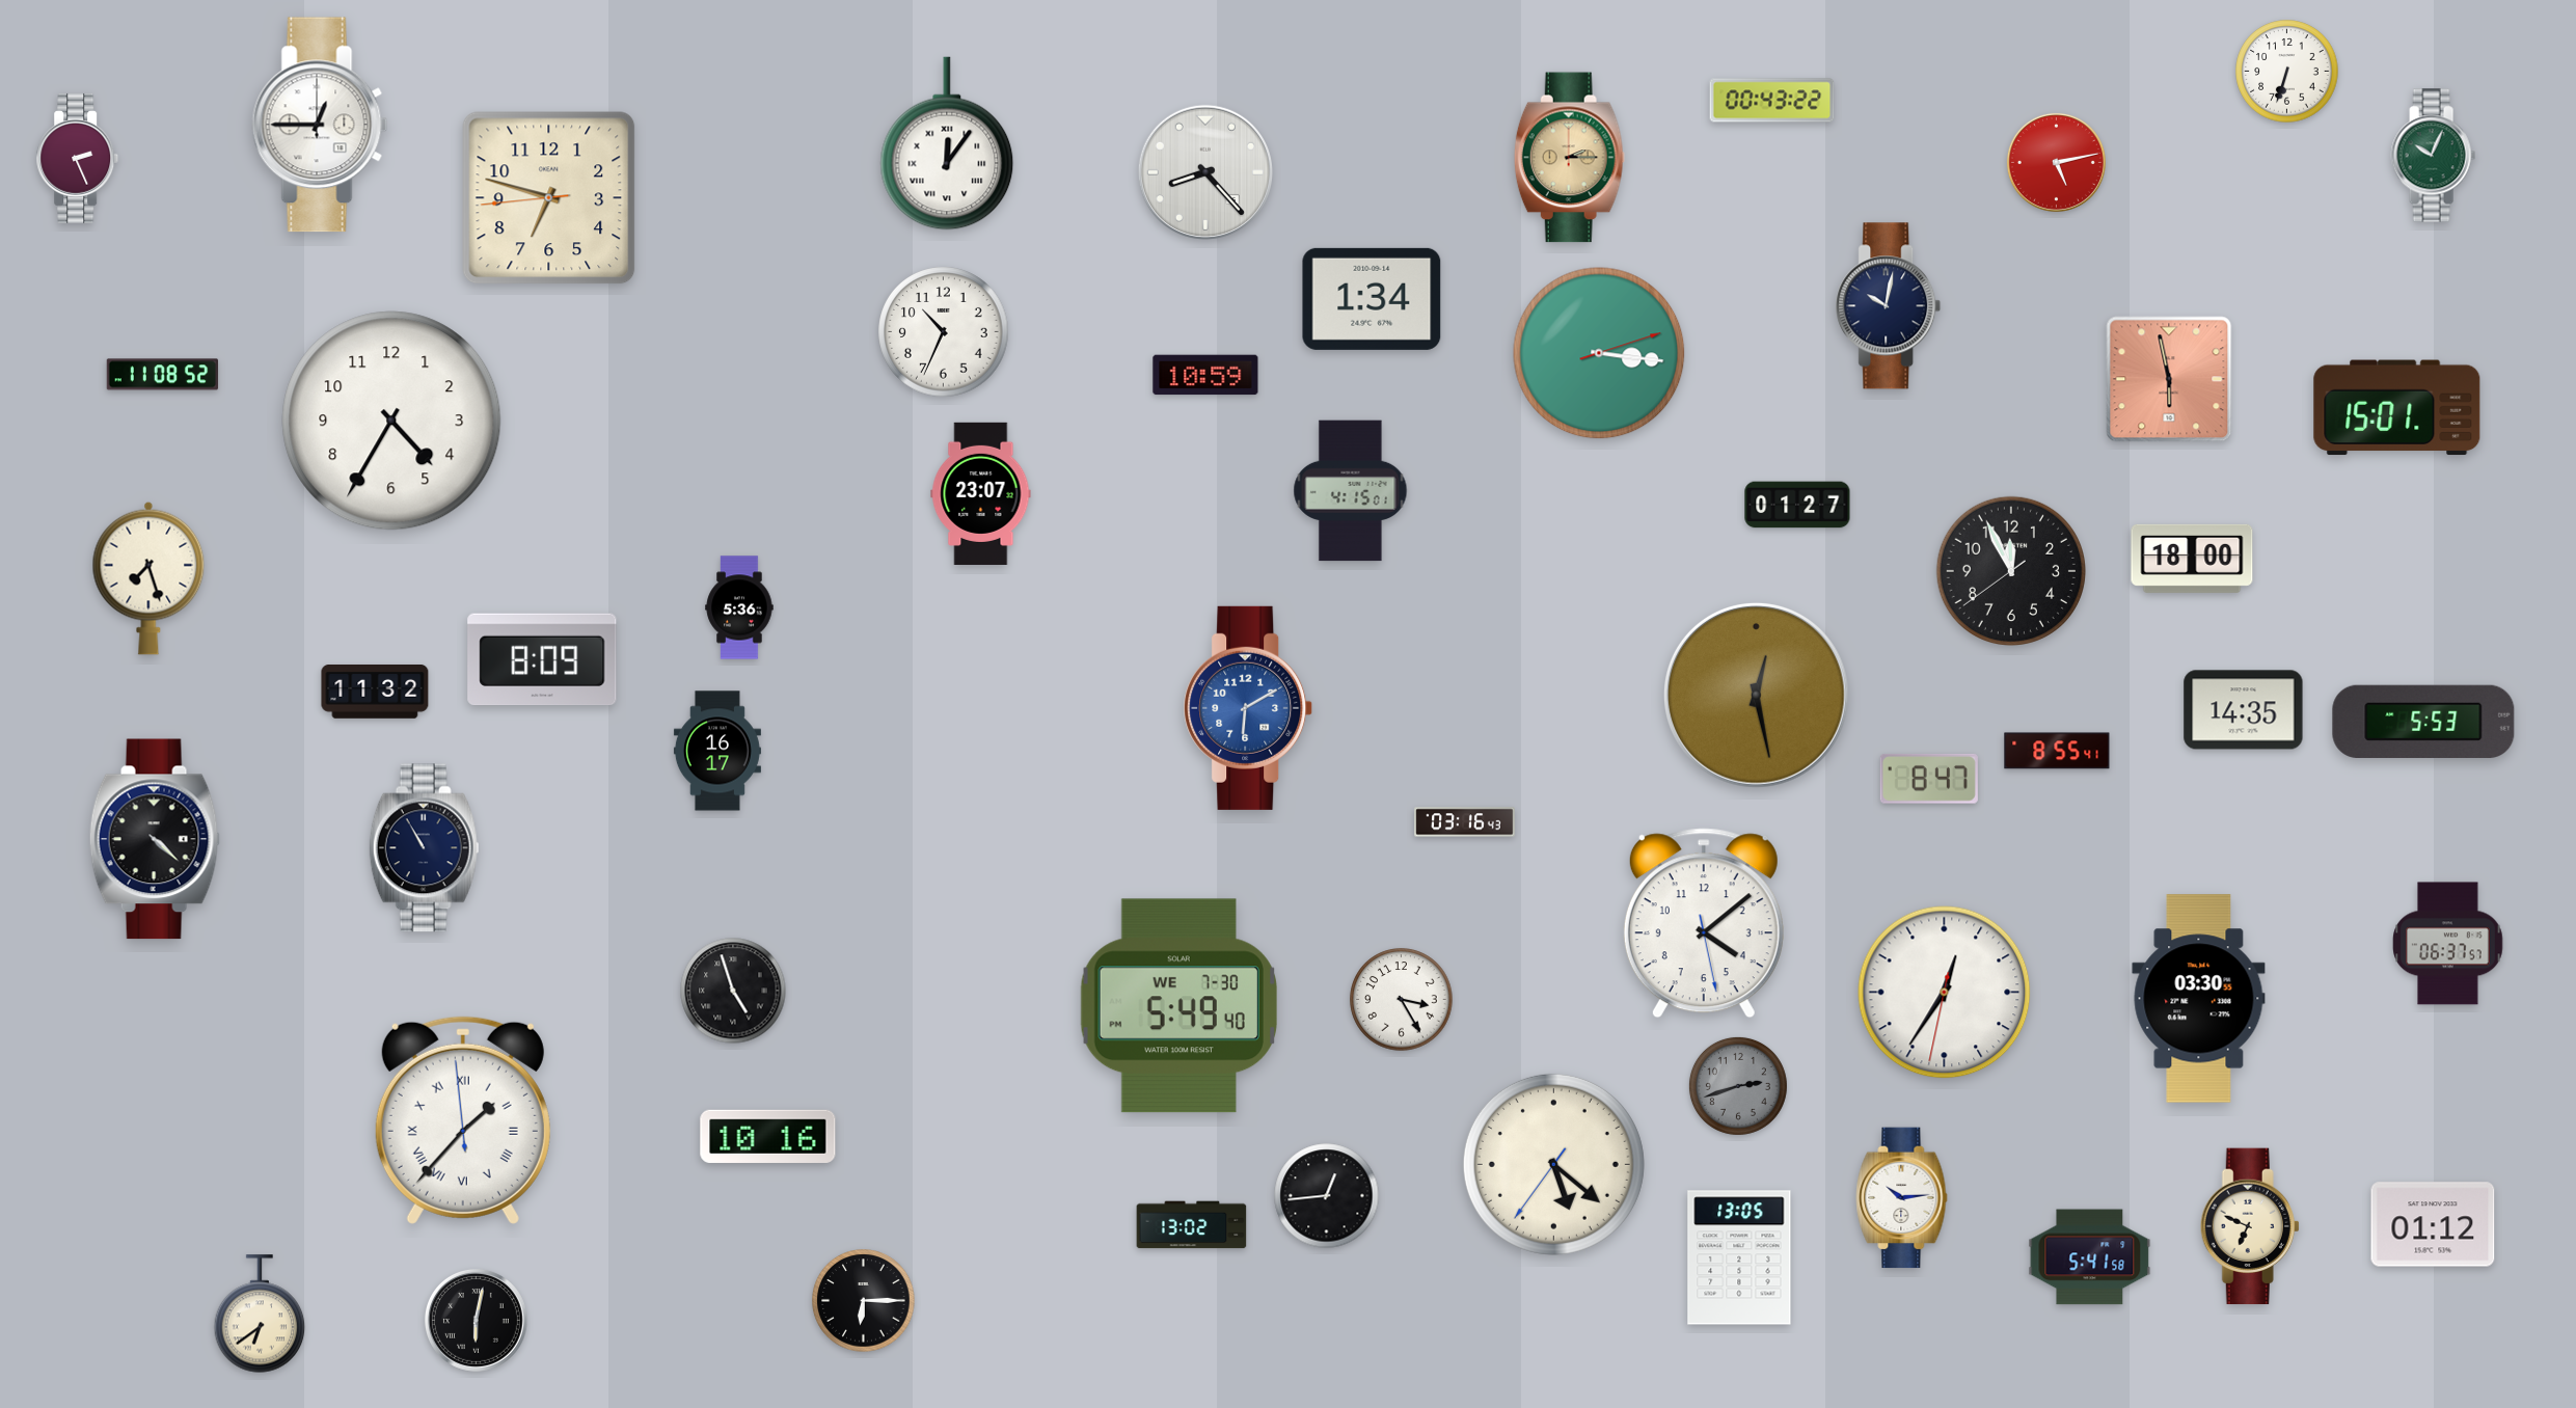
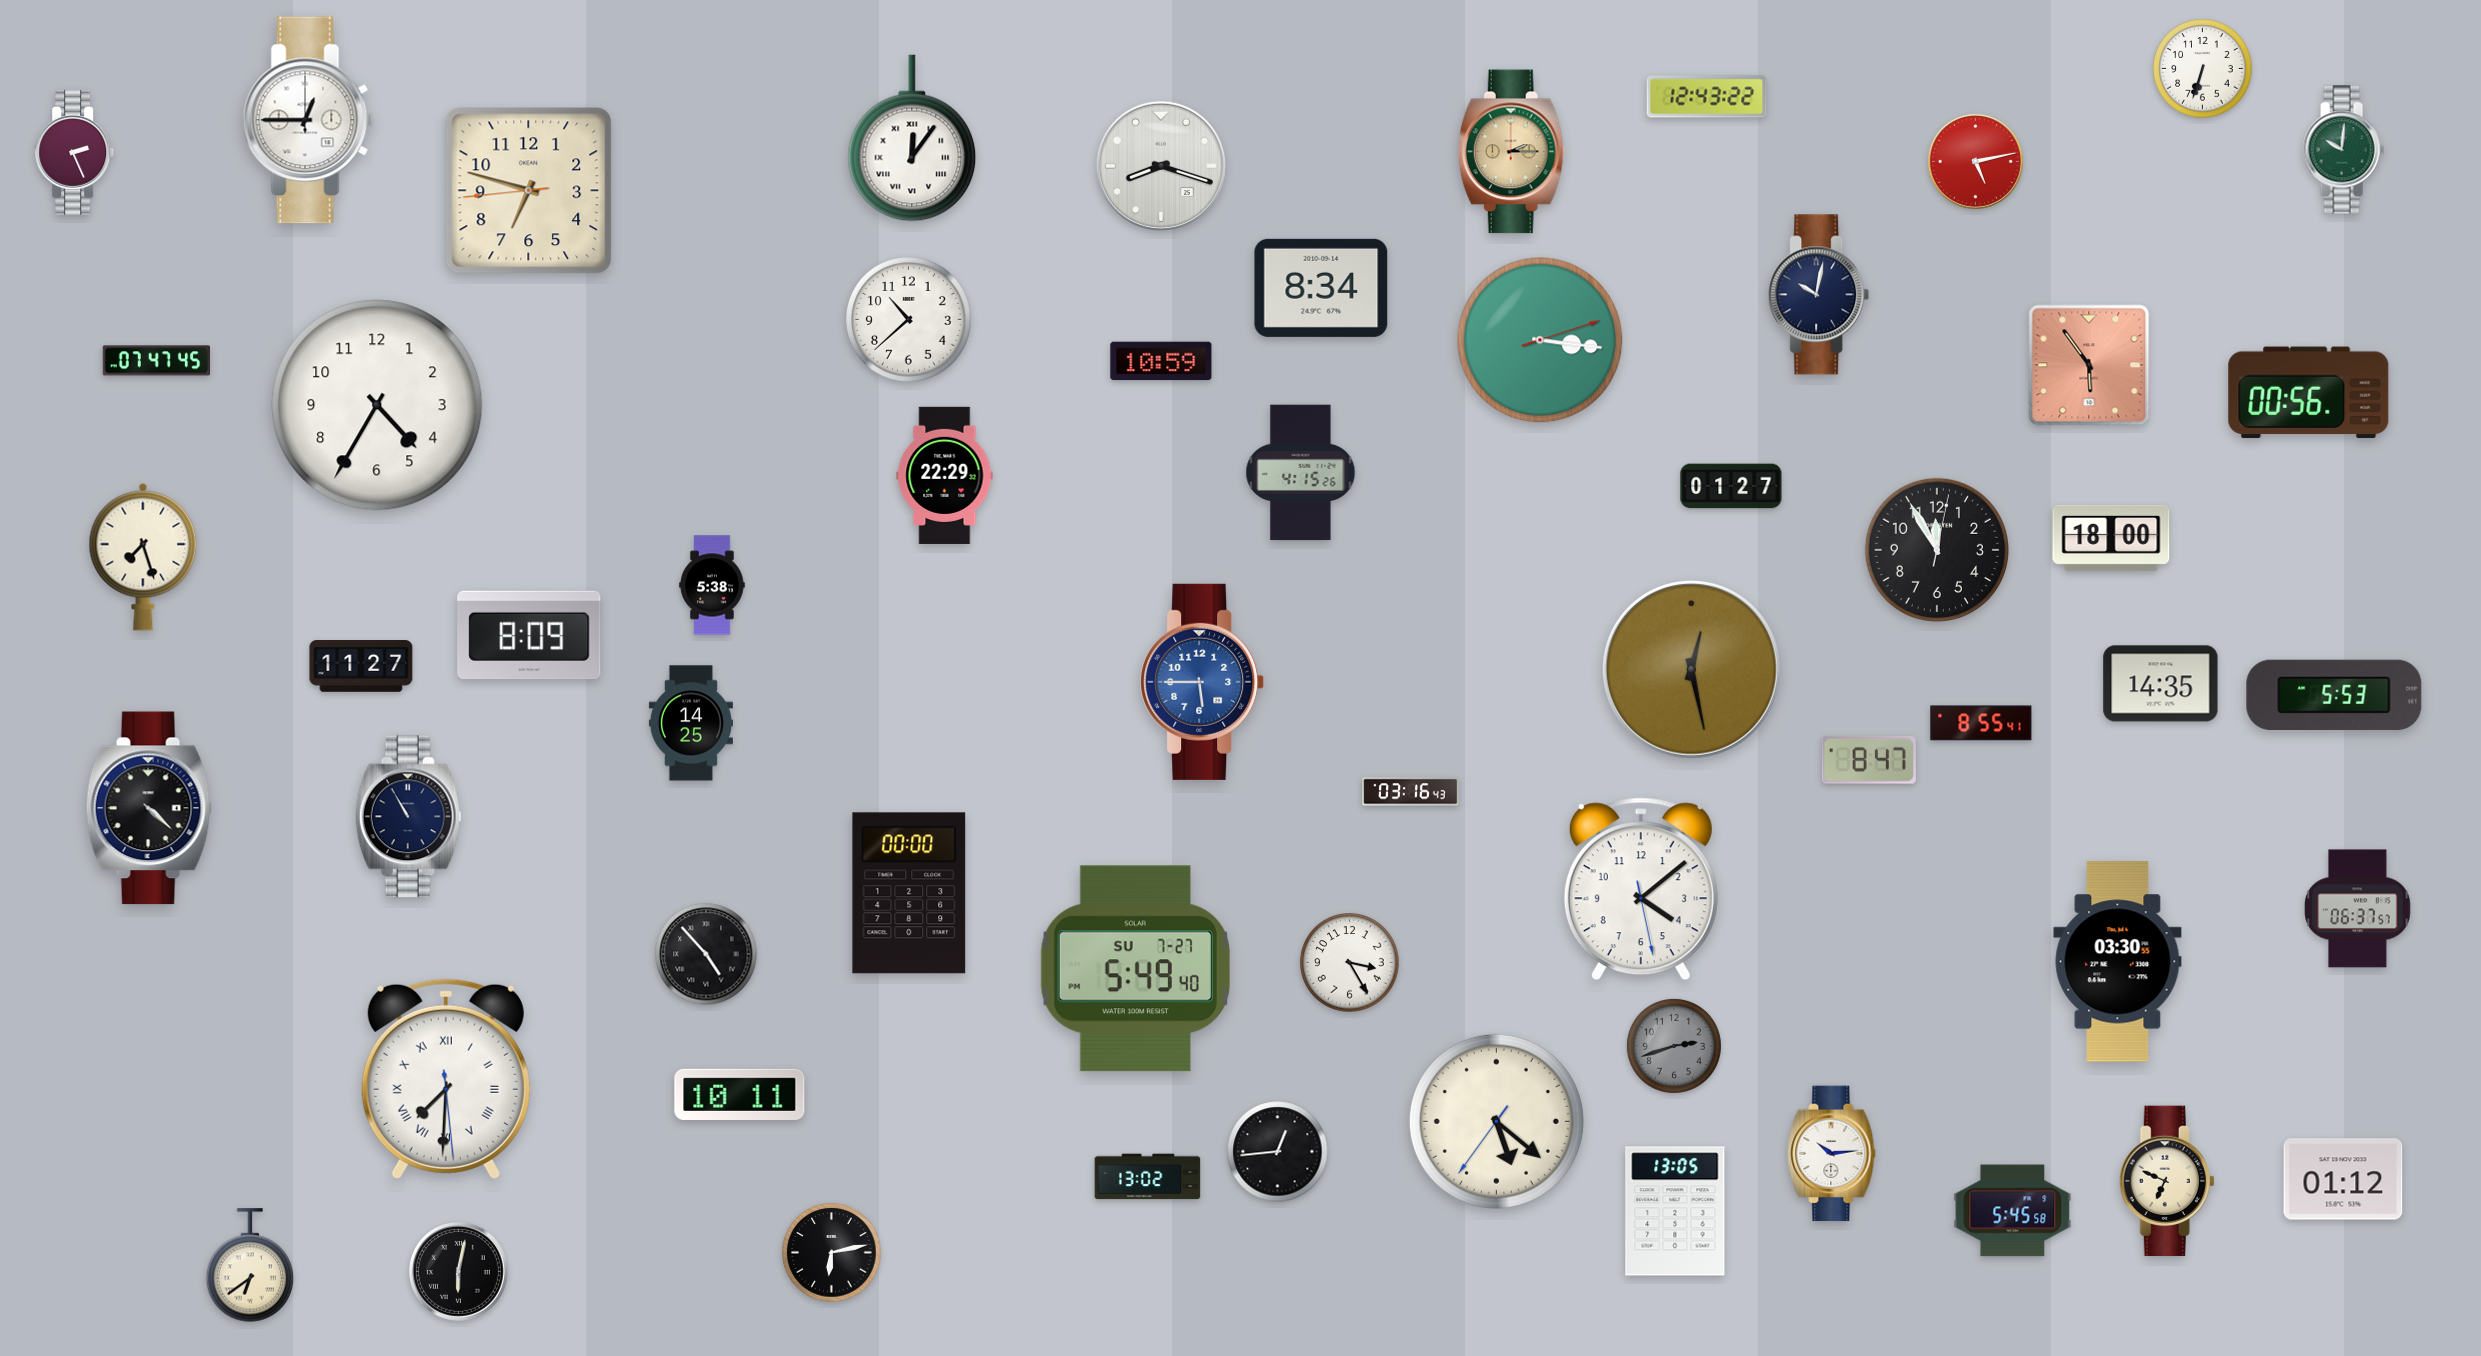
clock at (1772, 101): 00:43 -> 12:43
clock at (2433, 156): 10:04 -> 10:01
clock at (2056, 162) position: (2056, 162) -> (1975, 161)
clock at (1205, 172): 8:23 -> 8:18
clock at (1372, 299): 1:34 -> 8:34
clock at (944, 332): 10:34 -> 10:38
clock at (163, 375): 11:08 -> 07:47
clock at (2169, 379): 5:58 -> 5:54
clock at (2397, 408): 15:01 -> 00:56
clock at (1351, 491): 4:15:01 -> 4:15:26
clock at (981, 493): 23:07 -> 22:29
clock at (2011, 571): 11:55:39 -> 11:55:02
clock at (739, 607): 5:36 -> 5:38
clock at (542, 659) position: (542, 659) -> (529, 635)
clock at (375, 692): 11:32 -> 11:27
clock at (1249, 708): 6:10 -> 5:45
clock at (717, 751): 16:17 -> 14:25
clock at (1929, 779) position: (1929, 779) -> (1869, 760)
clock at (909, 893): none -> 00:00
clock at (733, 991): 4:57 -> 4:53
clock at (1945, 993): 12:35 -> none
clock at (1178, 1006) date: WE 7-30 -> SU 7-27
clock at (463, 1120): 1:36 -> 7:30
clock at (768, 1136): 10:16 -> 10:11
clock at (1192, 1225) position: (1192, 1225) -> (1148, 1177)
clock at (2090, 1257): 5:41 -> 5:45
clock at (864, 1301): 6:15 -> 6:13
